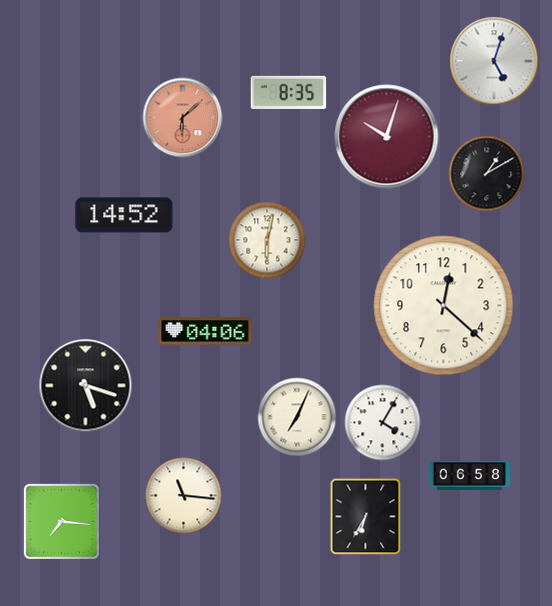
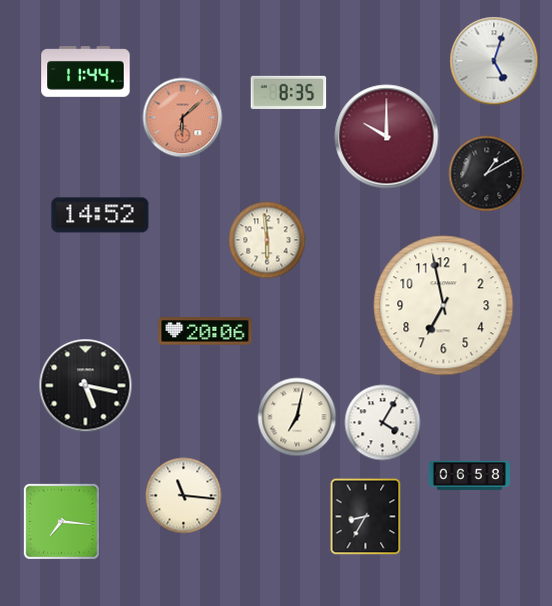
clock at (86, 72): none -> 11:44
clock at (387, 137): 10:03 -> 10:00
clock at (124, 215) position: (124, 215) -> (100, 215)
clock at (267, 240): 6:02 -> 5:59
clock at (444, 306): 12:22 -> 6:58
clock at (205, 331): 04:06 -> 20:06
clock at (86, 386): 5:18 -> 5:17
clock at (297, 417): 7:04 -> 7:02
clock at (366, 517): 6:35 -> 8:35
